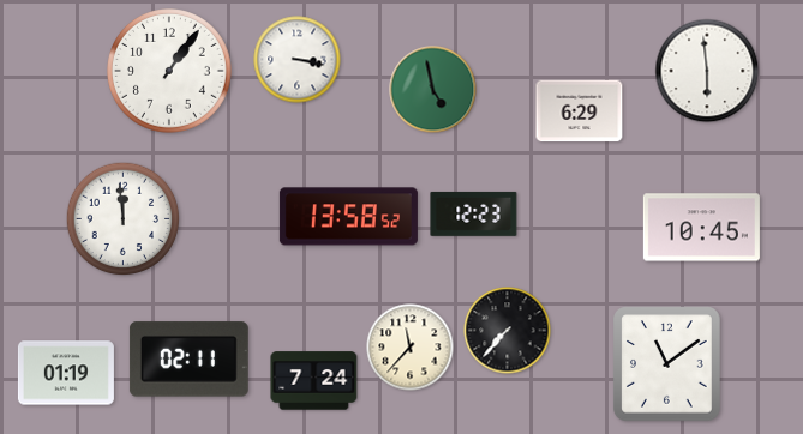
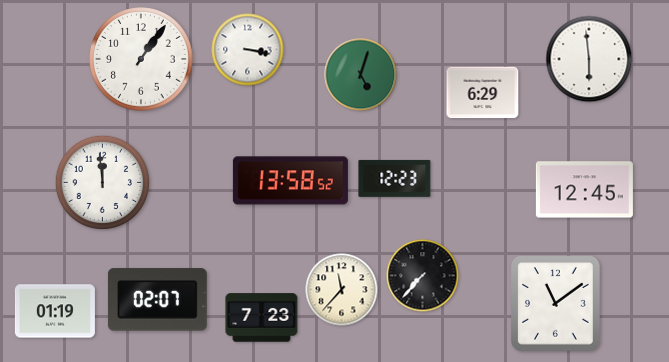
clock at (433, 90): 4:58 -> 5:03
clock at (701, 228): 10:45 -> 12:45
clock at (188, 360): 02:11 -> 02:07
clock at (314, 381): 7:24 -> 7:23
